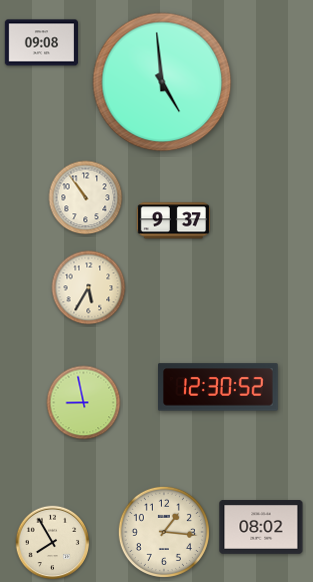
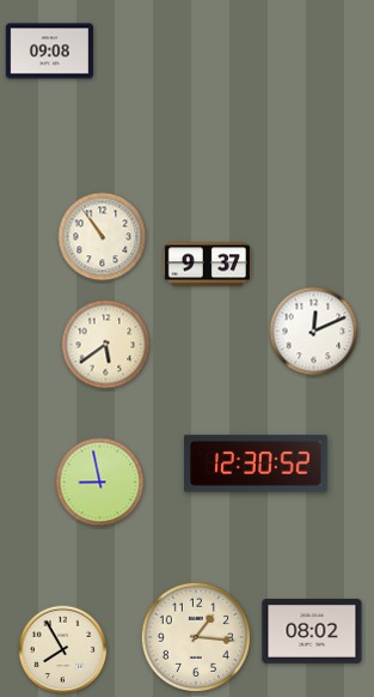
clock at (162, 82): 4:59 -> none
clock at (314, 332): none -> 12:11
clock at (89, 288): 5:35 -> 5:39
clock at (219, 387) position: (219, 387) -> (257, 463)
